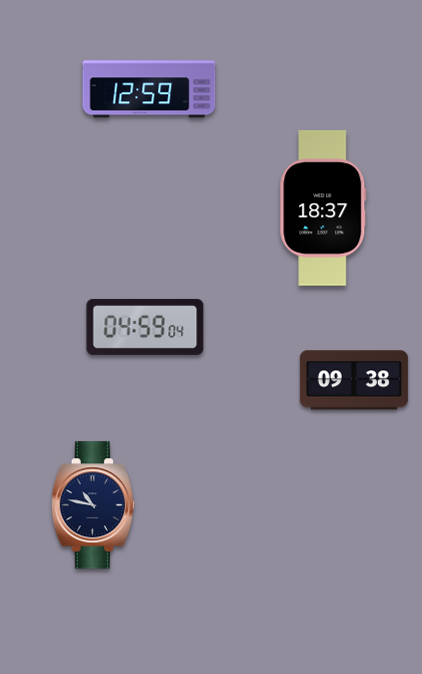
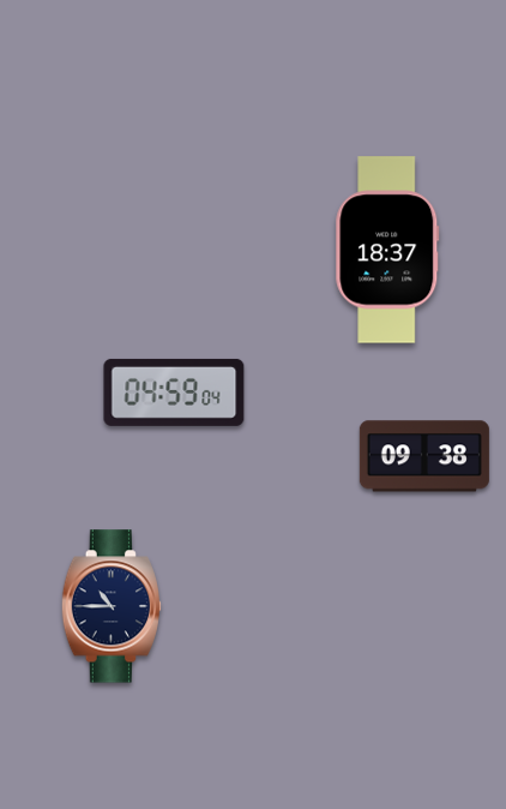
clock at (149, 89): 12:59 -> none
clock at (92, 505): 10:47 -> 10:45
